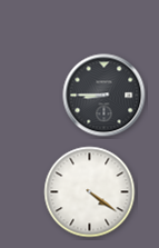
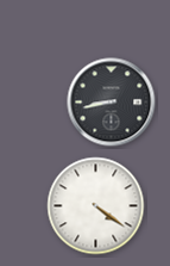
clock at (105, 96): 8:45 -> 8:43
